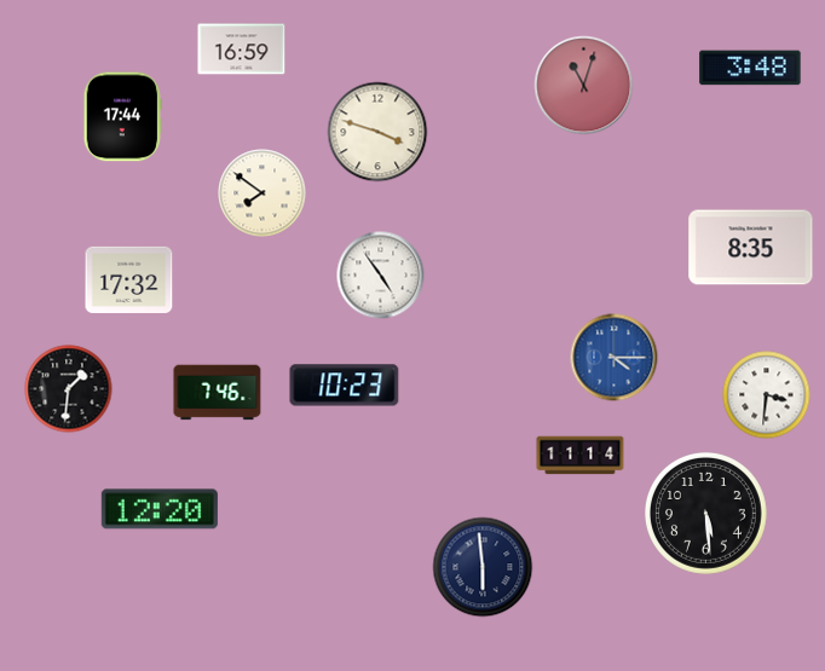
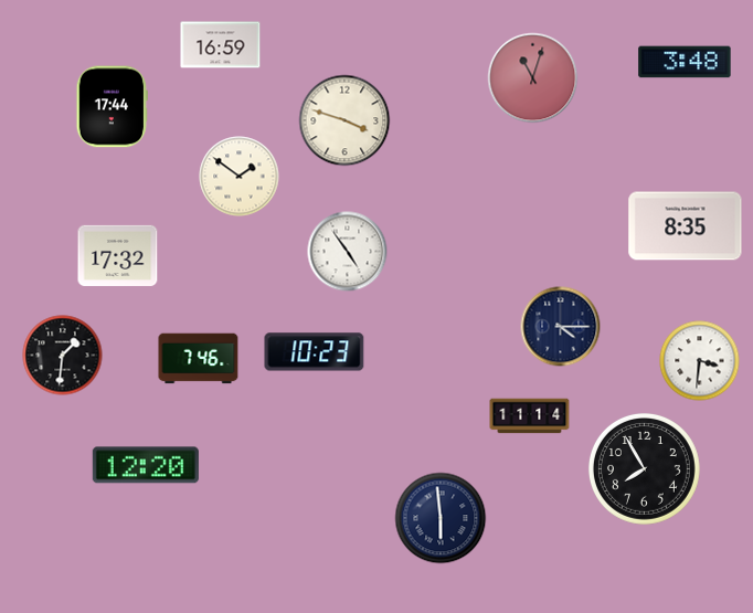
clock at (262, 193): 7:51 -> 1:51
clock at (615, 358) dial: blue -> navy
clock at (706, 514): 5:29 -> 7:55
